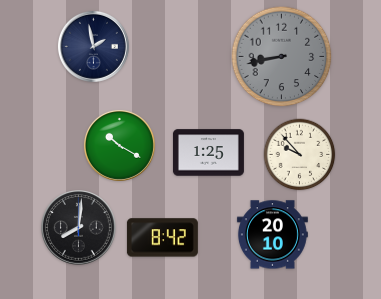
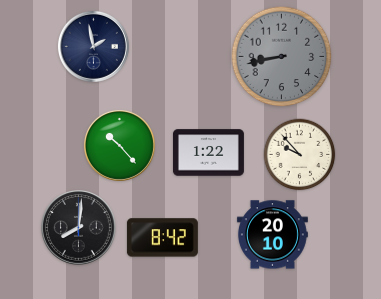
clock at (119, 145): 10:20 -> 10:23
clock at (208, 153): 1:25 -> 1:22
